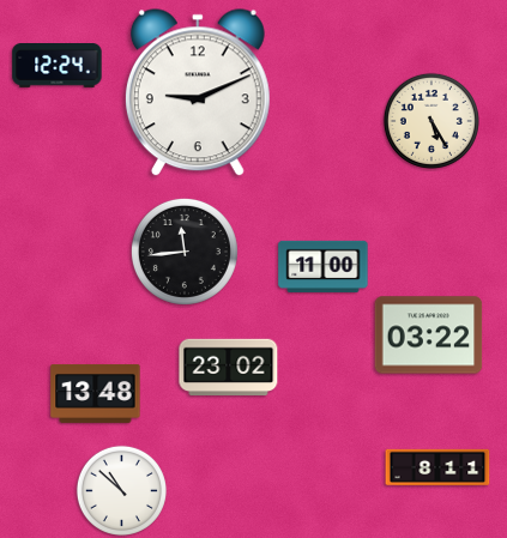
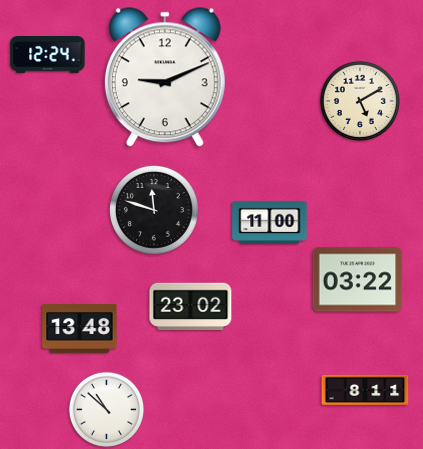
clock at (431, 121): 5:25 -> 5:10
clock at (185, 252): 11:44 -> 11:48
clock at (121, 490) position: (121, 490) -> (106, 409)
